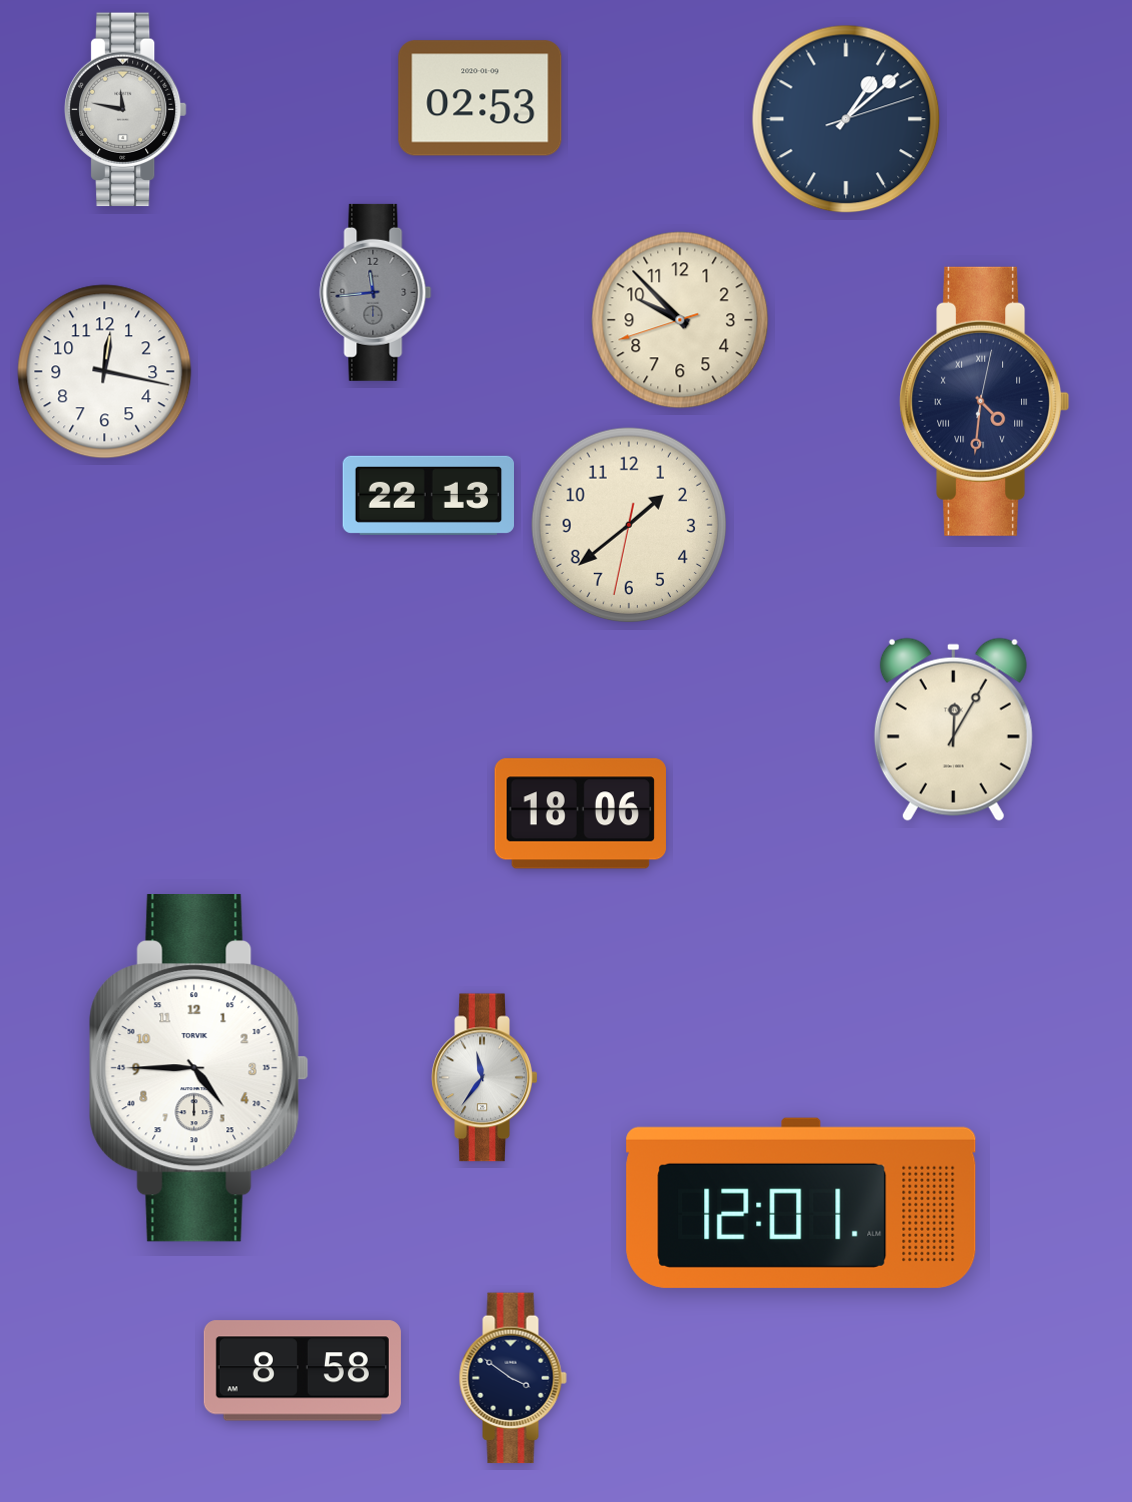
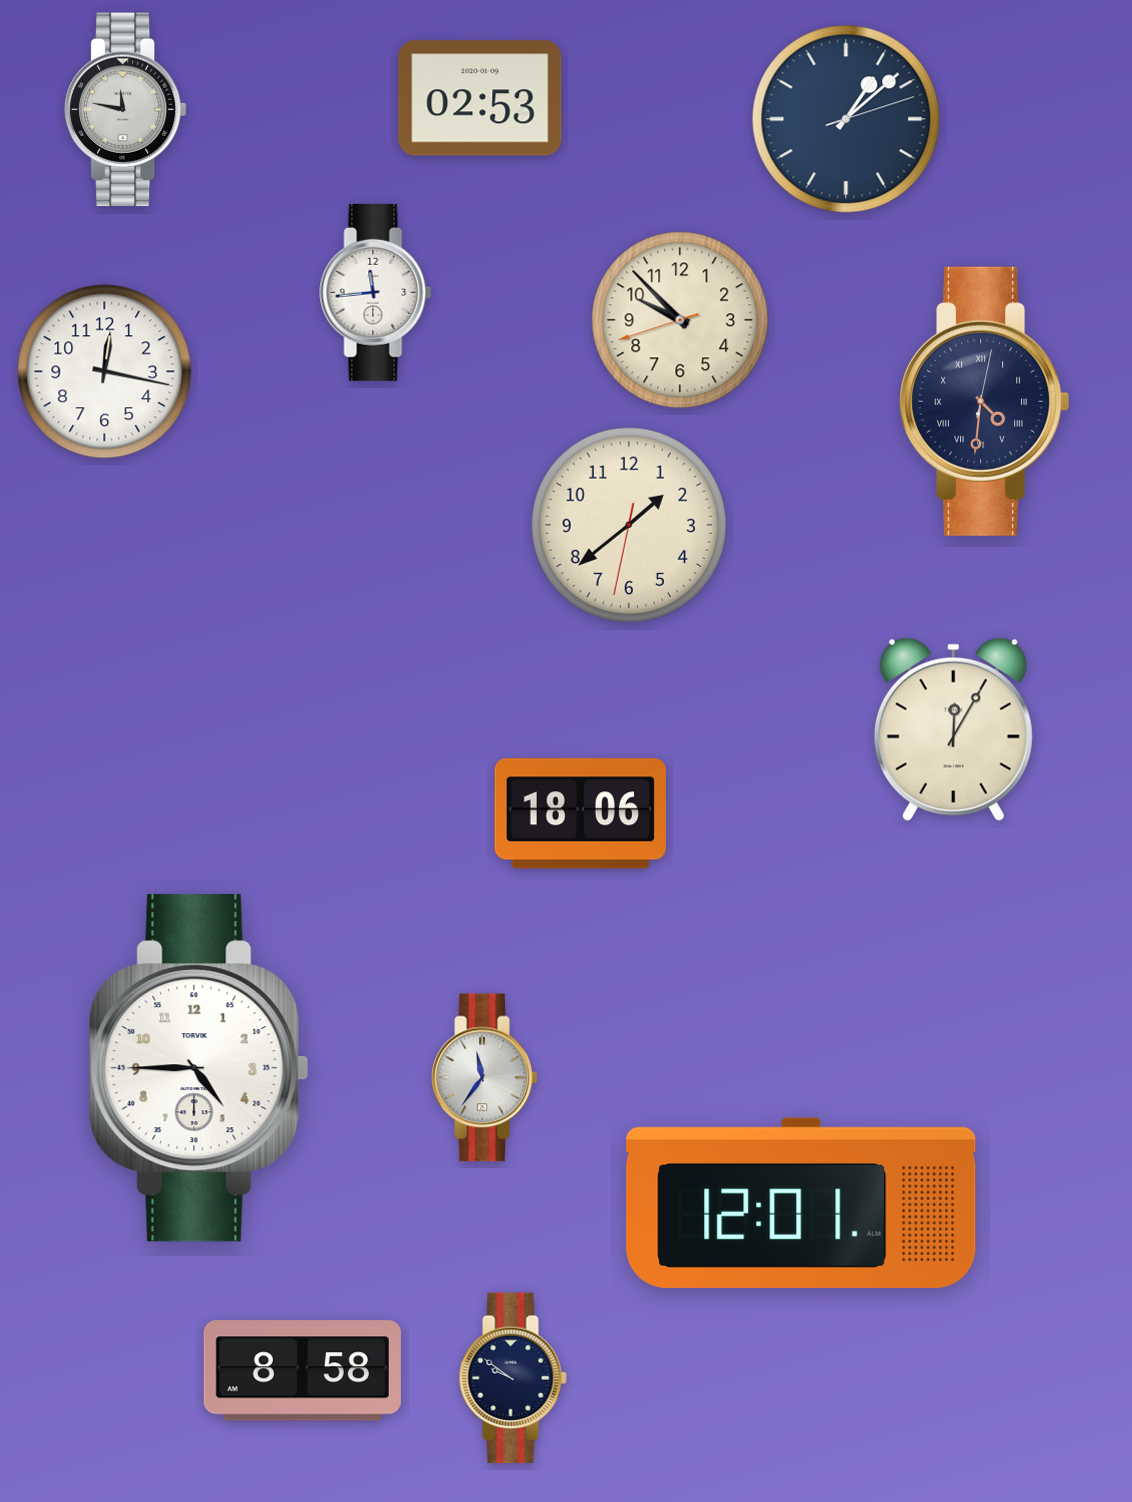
clock at (376, 292) dial: grey -> white
clock at (429, 495): 22:13 -> none
clock at (513, 1378): 3:51 -> 9:51
